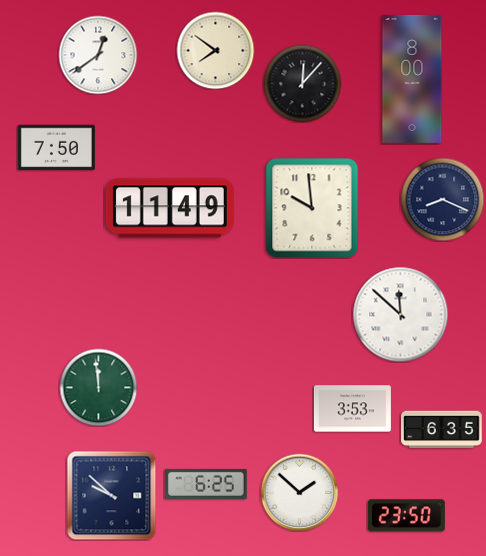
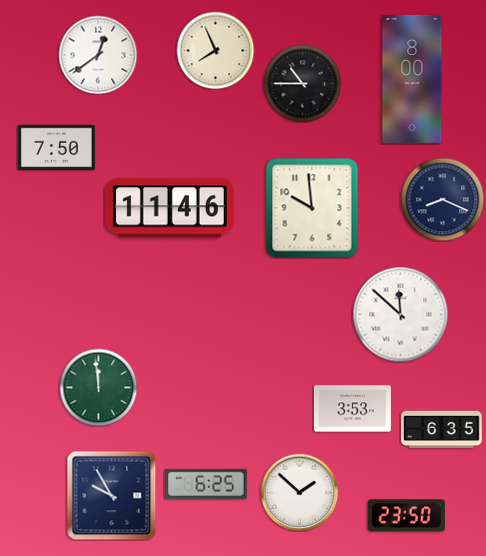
clock at (215, 50): 7:51 -> 7:56
clock at (302, 83): 12:07 -> 10:45
clock at (170, 208): 11:49 -> 11:46
clock at (111, 495): 9:52 -> 9:55
